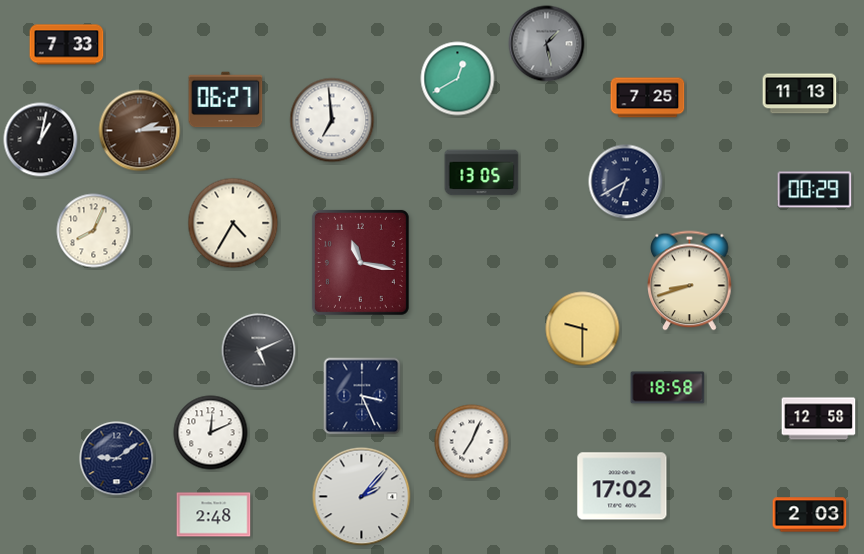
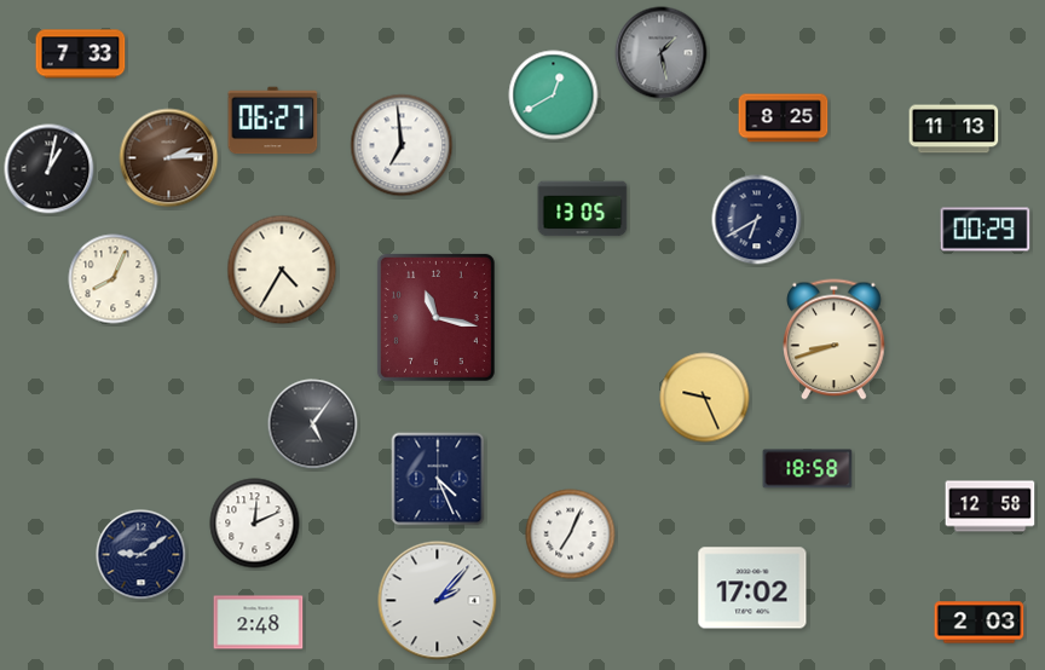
clock at (800, 94) position: (800, 94) -> (954, 129)
clock at (648, 98): 7:25 -> 8:25
clock at (583, 329): 9:30 -> 9:26
clock at (259, 351): 5:11 -> 5:06
clock at (362, 396): 3:26 -> 4:26
